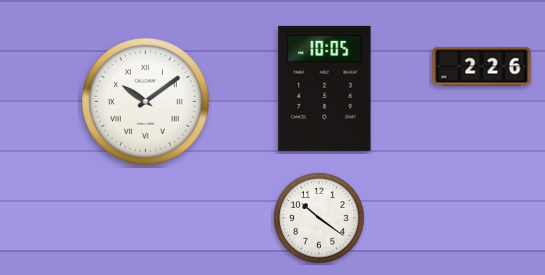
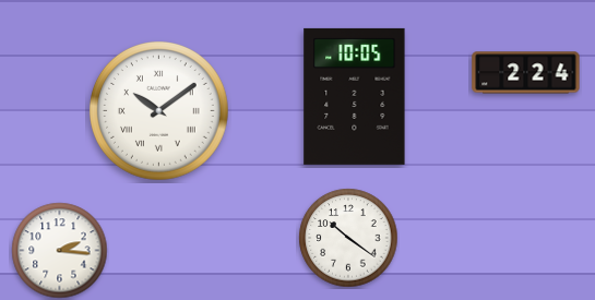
clock at (482, 67): 2:26 -> 2:24
clock at (60, 251): none -> 2:16
